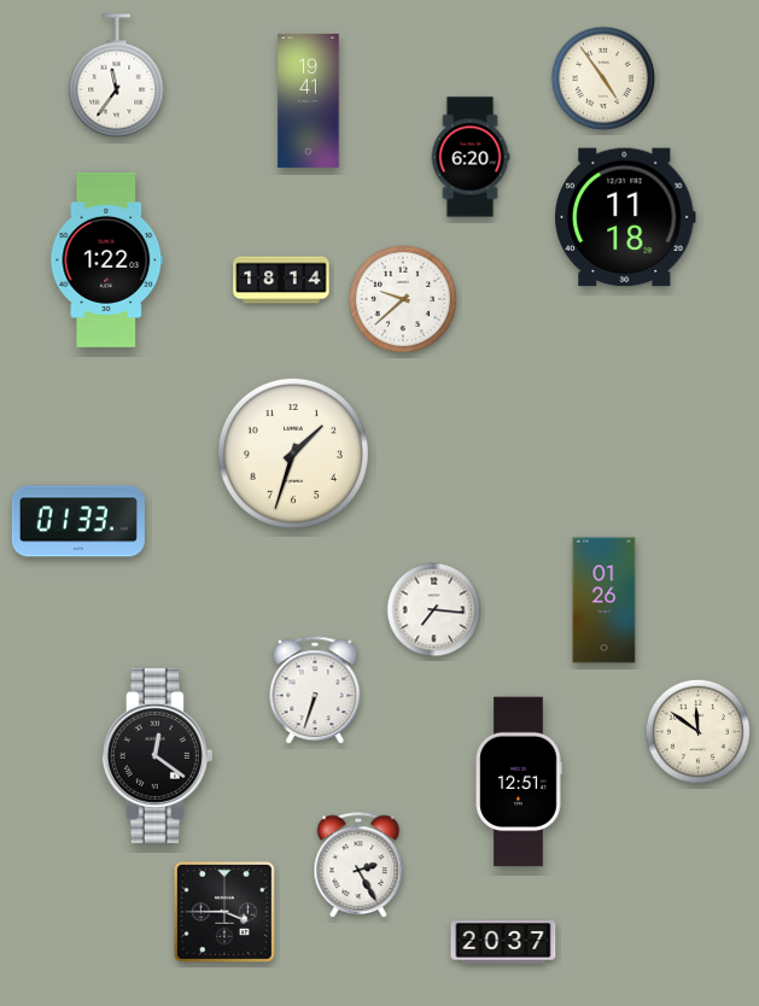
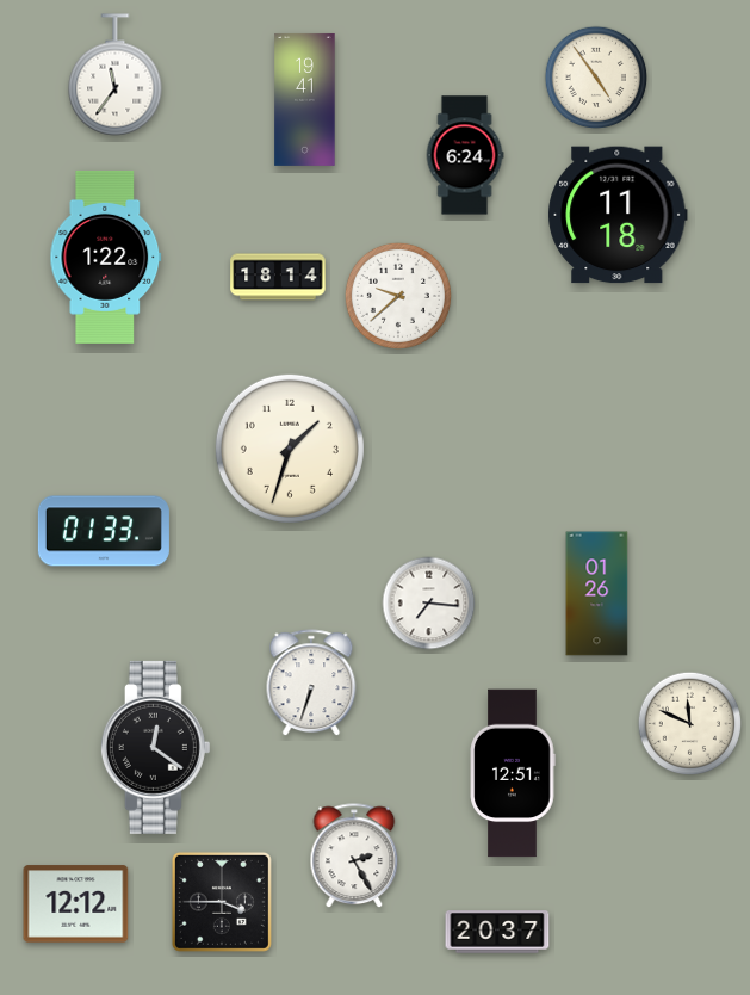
clock at (471, 157): 6:20 -> 6:24
clock at (78, 521) position: (78, 521) -> (104, 531)
clock at (699, 732): 11:51 -> 11:49
clock at (76, 904): none -> 12:12
